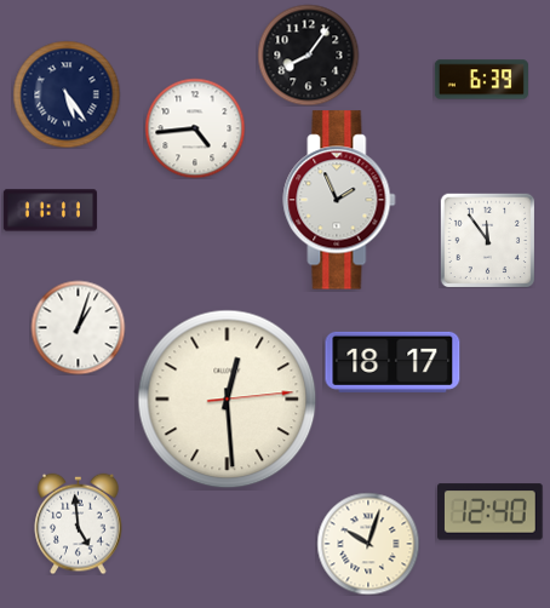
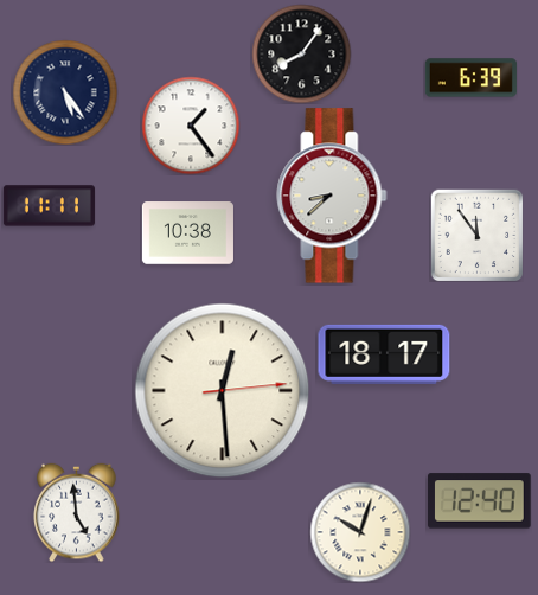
clock at (195, 128): 4:44 -> 1:24
clock at (339, 200): 1:56 -> 8:38
clock at (187, 233): none -> 10:38
clock at (78, 327): 1:03 -> none
